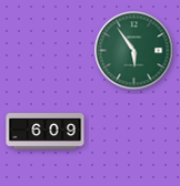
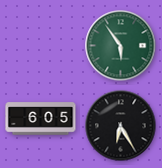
clock at (46, 132): 6:09 -> 6:05
clock at (121, 126): none -> 6:25
